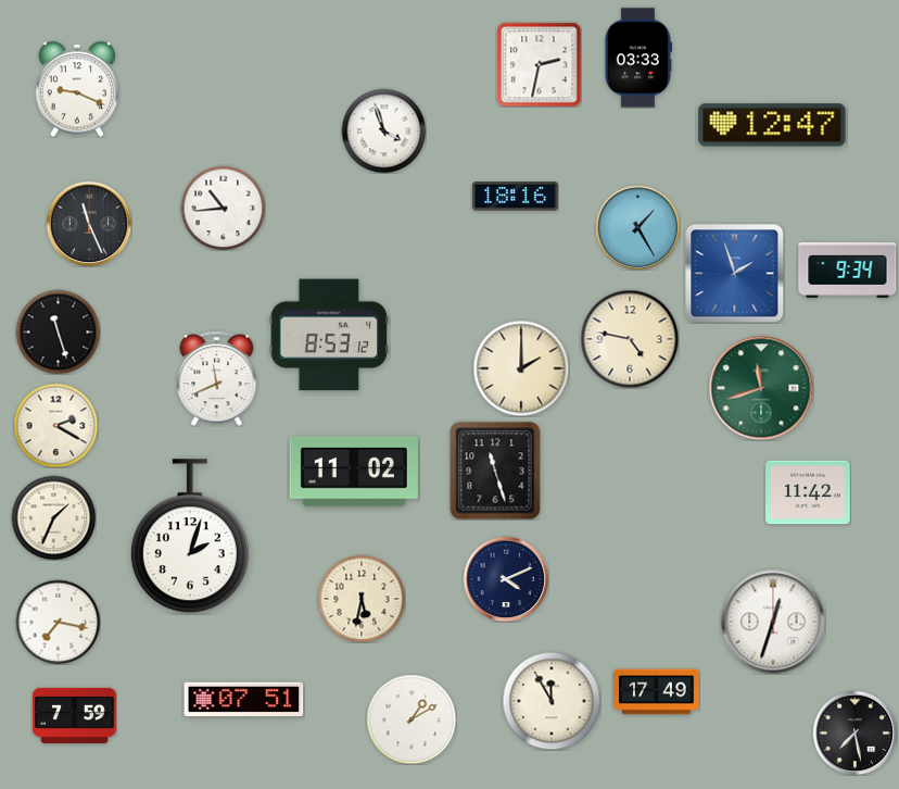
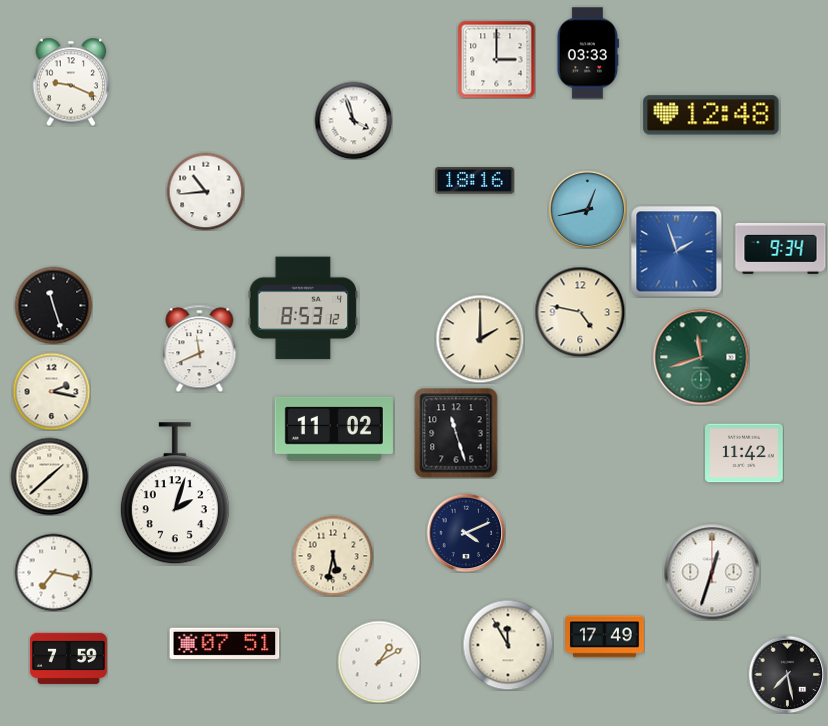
clock at (539, 64): 2:32 -> 3:00
clock at (772, 125): 12:47 -> 12:48
clock at (89, 224): 11:26 -> none
clock at (637, 227): 1:25 -> 12:43
clock at (55, 425): 2:20 -> 2:17
clock at (354, 472) position: (354, 472) -> (334, 429)
clock at (53, 517): 1:34 -> 1:38
clock at (362, 599) position: (362, 599) -> (333, 556)
